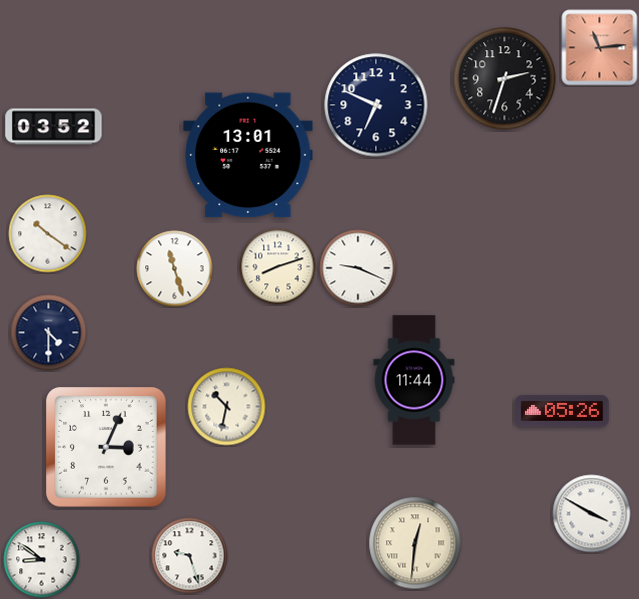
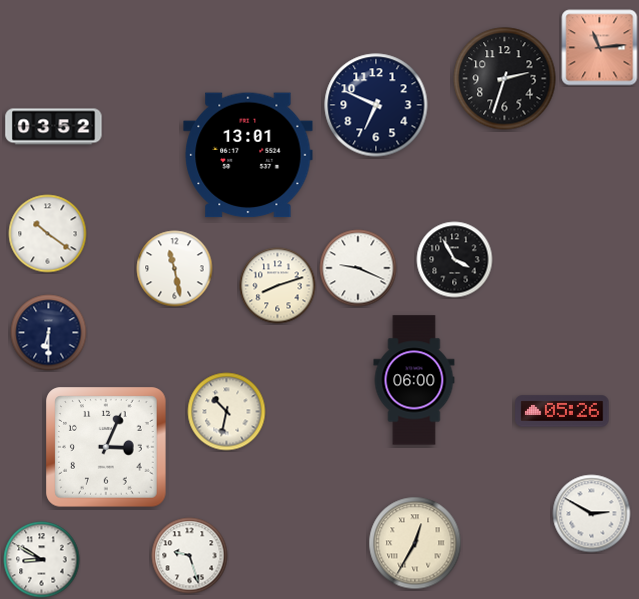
clock at (455, 260): none -> 3:55
clock at (278, 267) position: (278, 267) -> (278, 286)
clock at (175, 269): 11:27 -> 11:28
clock at (49, 333): 4:30 -> 6:30
clock at (414, 380): 11:44 -> 06:00
clock at (227, 407) position: (227, 407) -> (227, 412)
clock at (592, 514): 3:50 -> 2:50
clock at (415, 543): 12:31 -> 12:35
clock at (42, 560): 8:51 -> 8:50
